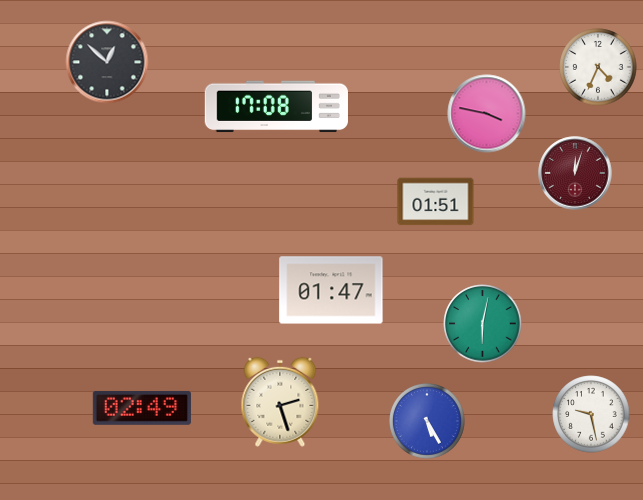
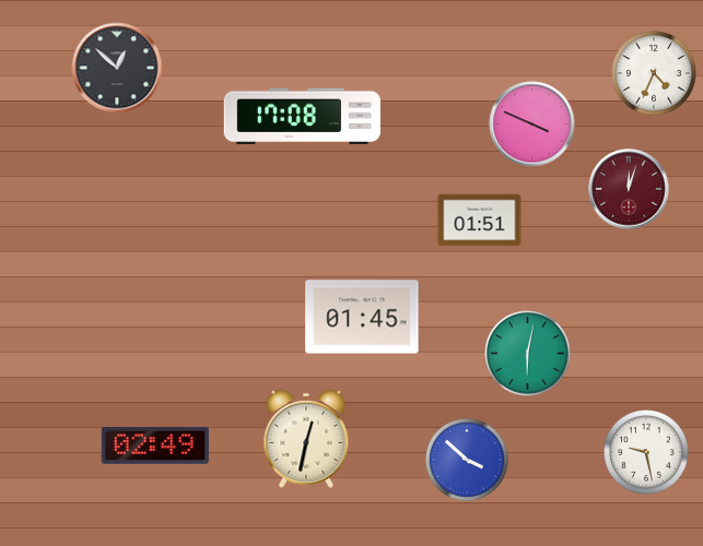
clock at (487, 114): 3:47 -> 3:49
clock at (436, 202) position: (436, 202) -> (480, 221)
clock at (331, 290): 01:47 -> 01:45
clock at (280, 402): 2:27 -> 12:32
clock at (428, 422): 5:25 -> 3:52
